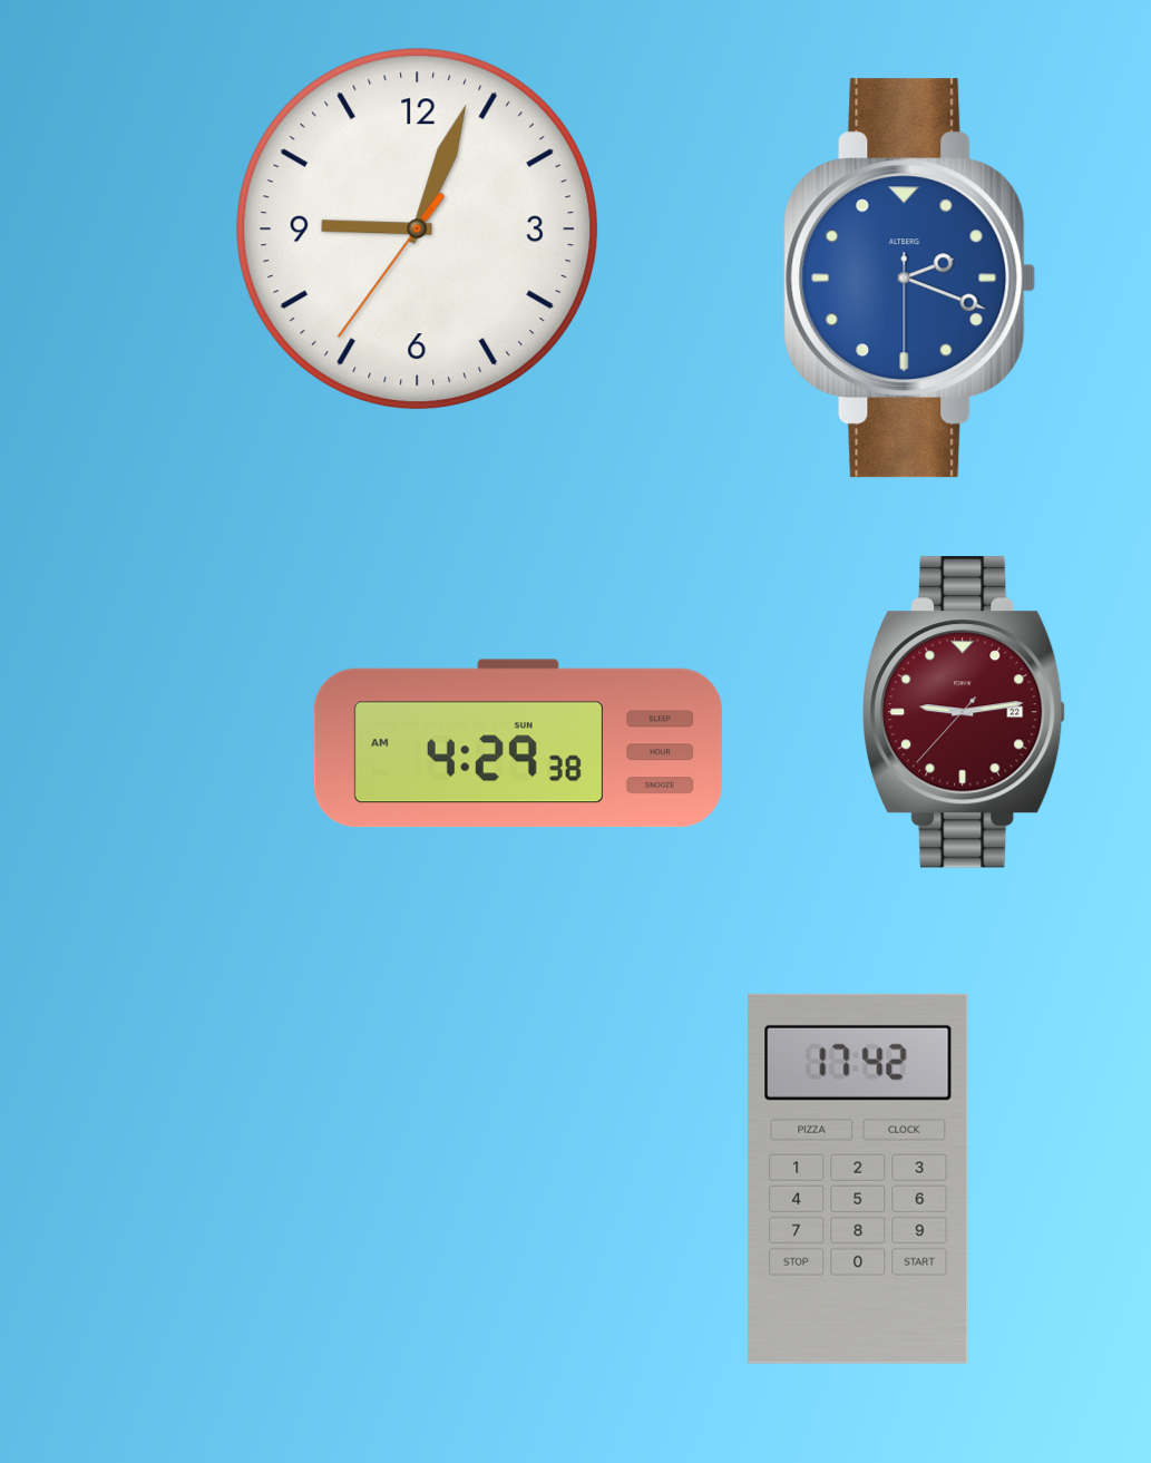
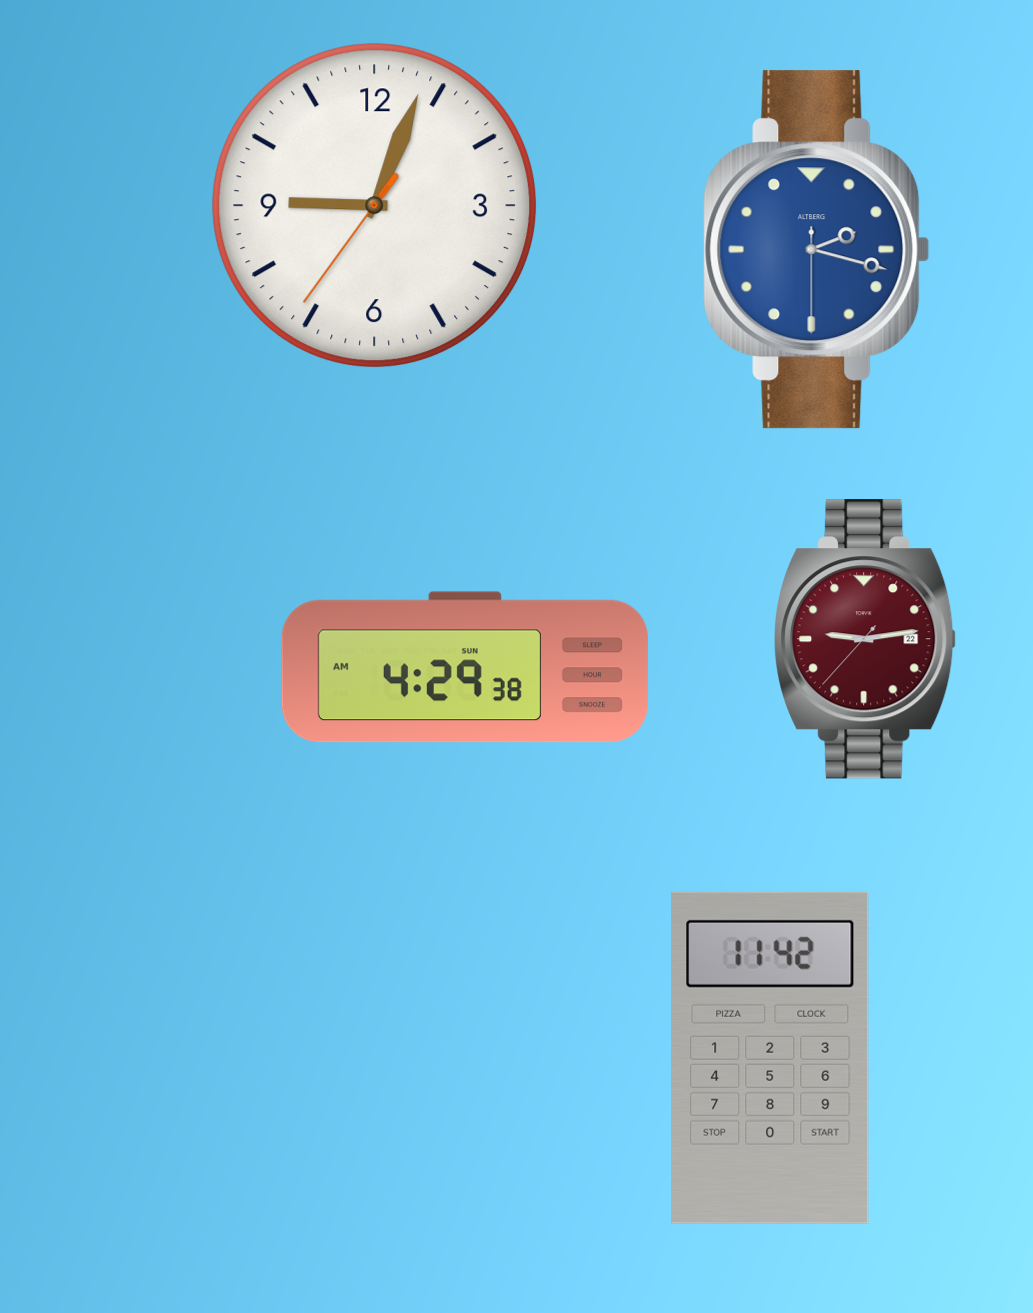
clock at (910, 279): 2:18 -> 2:17
clock at (858, 1179): 17:42 -> 11:42
